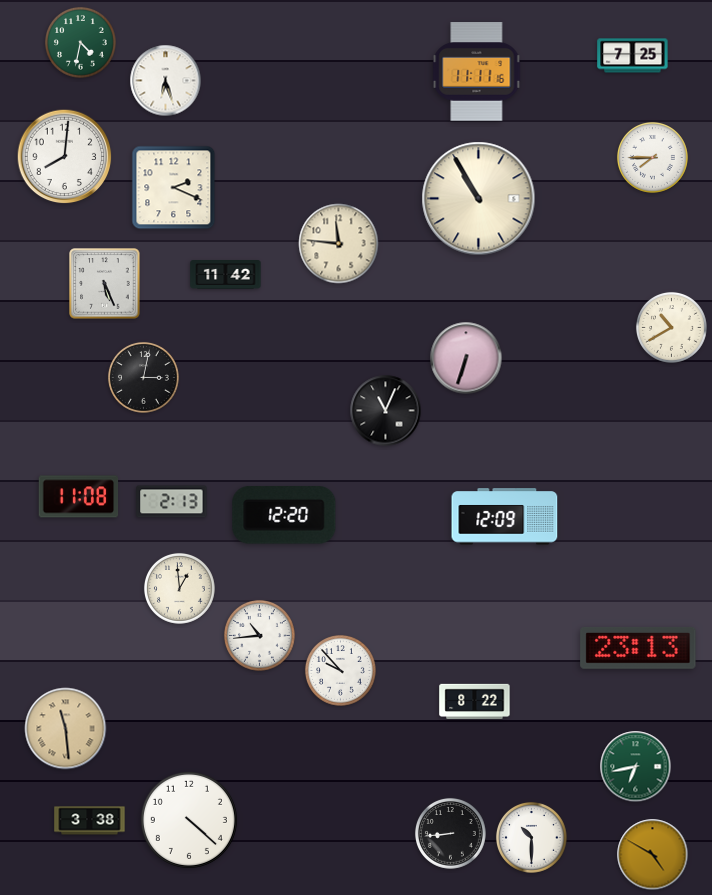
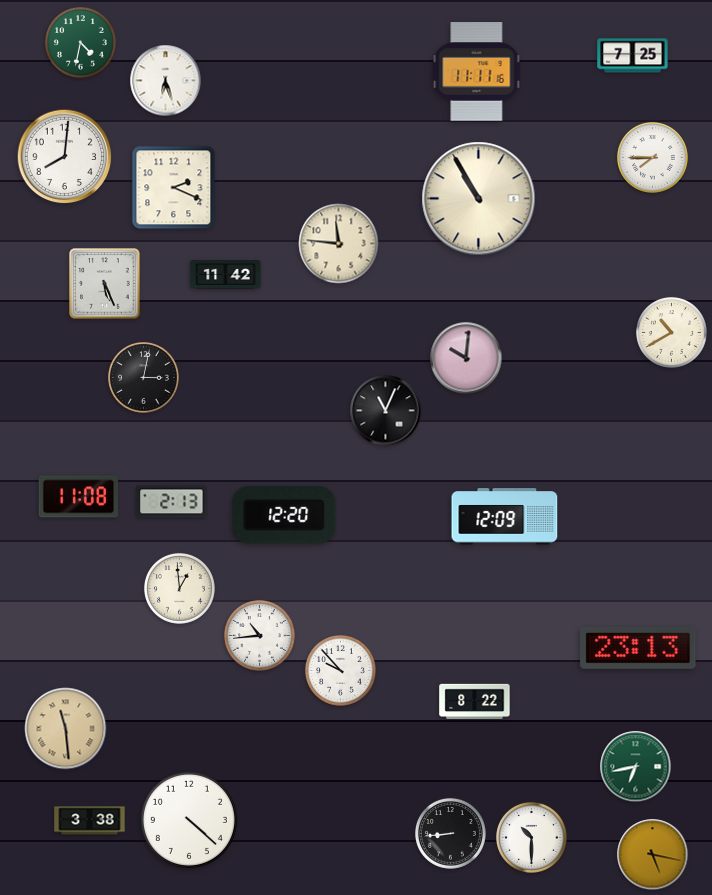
clock at (671, 327) position: (671, 327) -> (671, 332)
clock at (466, 358): 6:33 -> 10:01
clock at (653, 855): 4:50 -> 5:17
